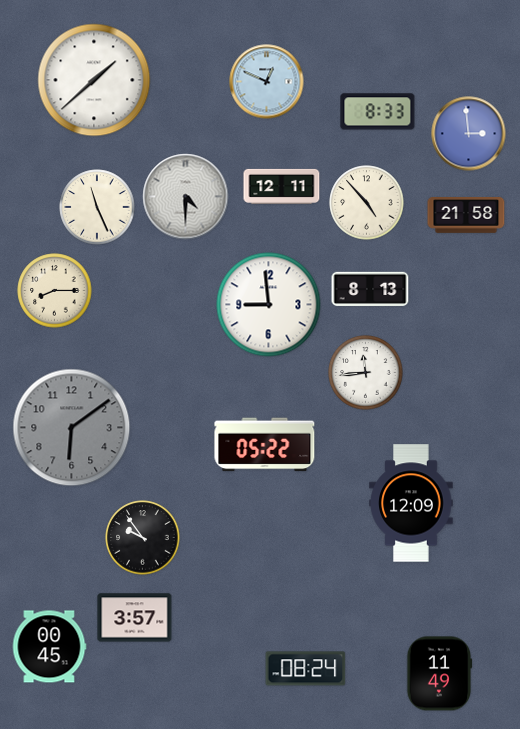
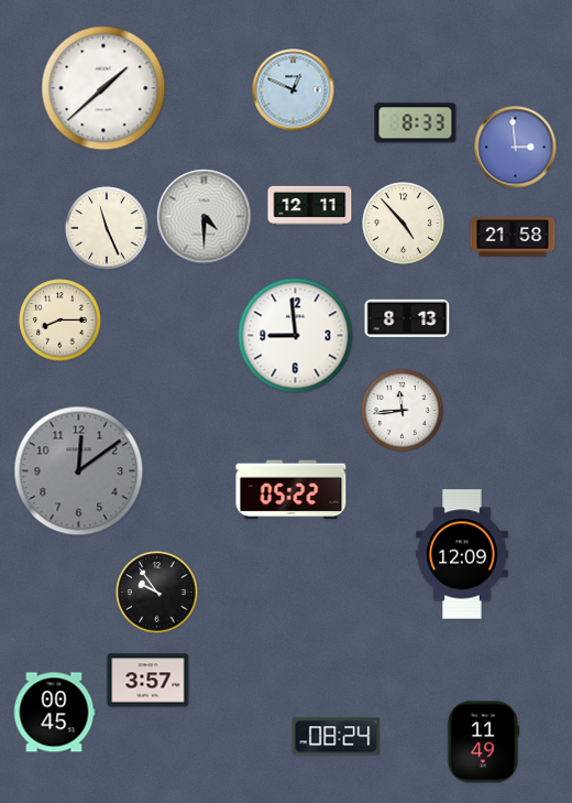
clock at (72, 428): 6:09 -> 12:09
clock at (411, 503) position: (411, 503) -> (462, 554)
